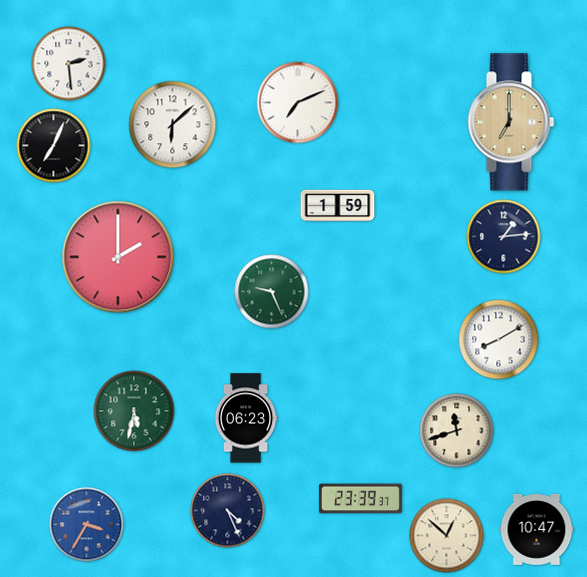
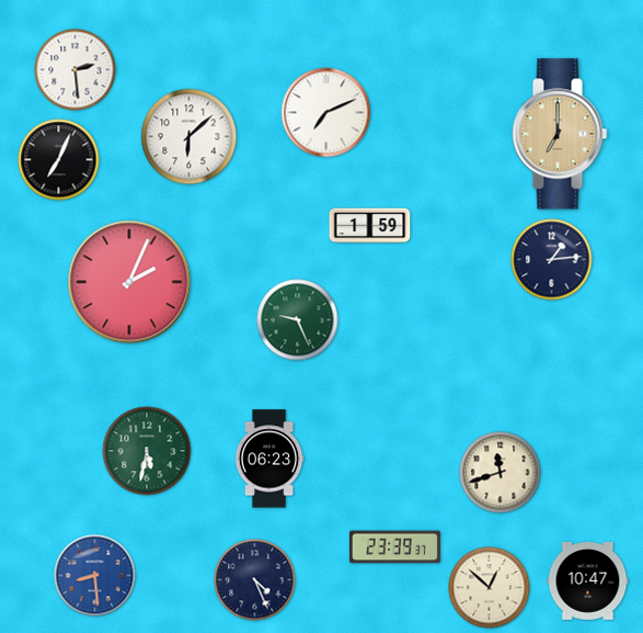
clock at (118, 257): 2:00 -> 2:04
clock at (499, 340): 8:10 -> none
clock at (228, 511) position: (228, 511) -> (255, 580)
clock at (87, 525): 3:35 -> 8:29
